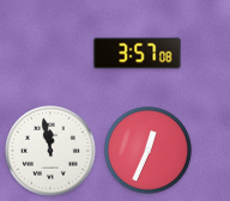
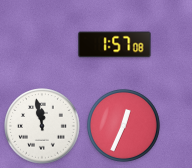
clock at (138, 54): 3:57 -> 1:57
